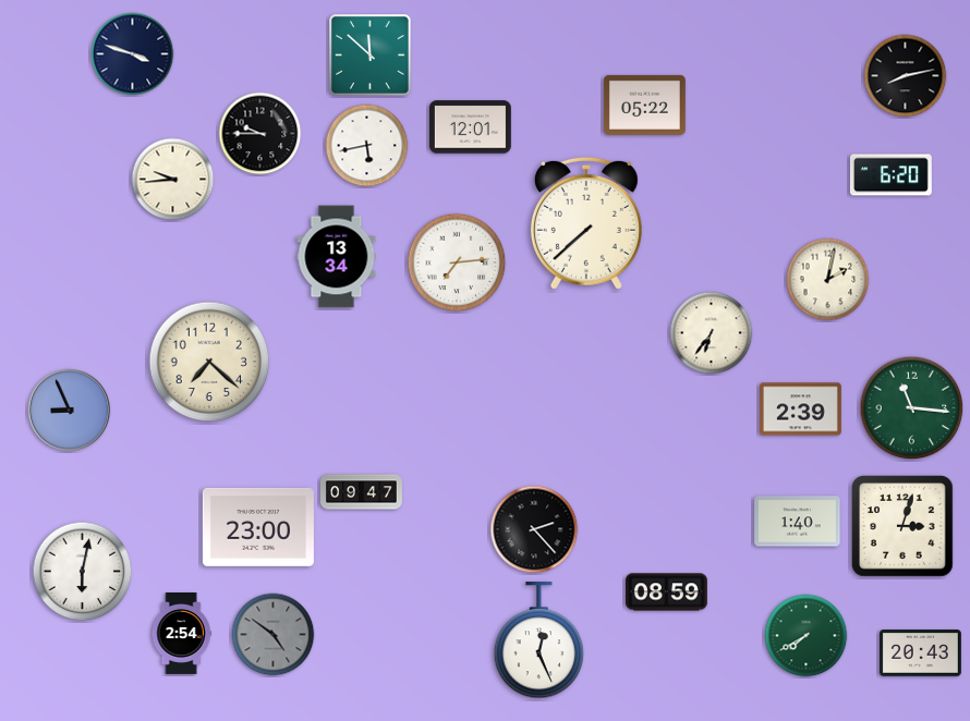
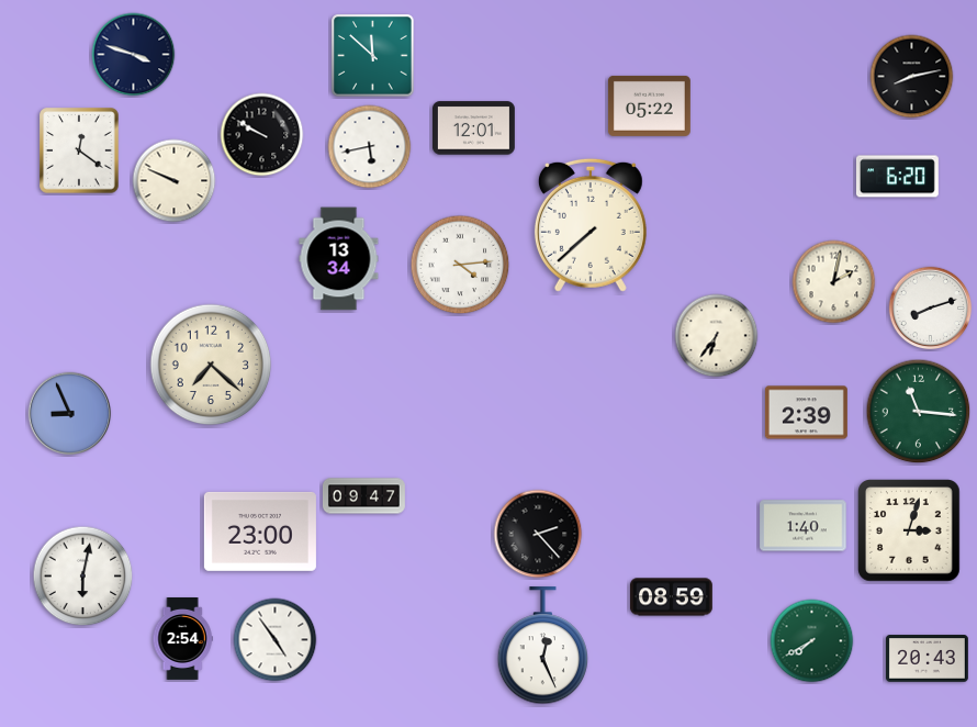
clock at (260, 134): 9:45 -> 9:50
clock at (79, 150): none -> 12:21
clock at (173, 180): 9:44 -> 9:49
clock at (457, 262): 7:14 -> 4:14
clock at (931, 309): none -> 8:12
clock at (274, 635): 4:51 -> 4:54
clock at (274, 635) dial: grey -> white
